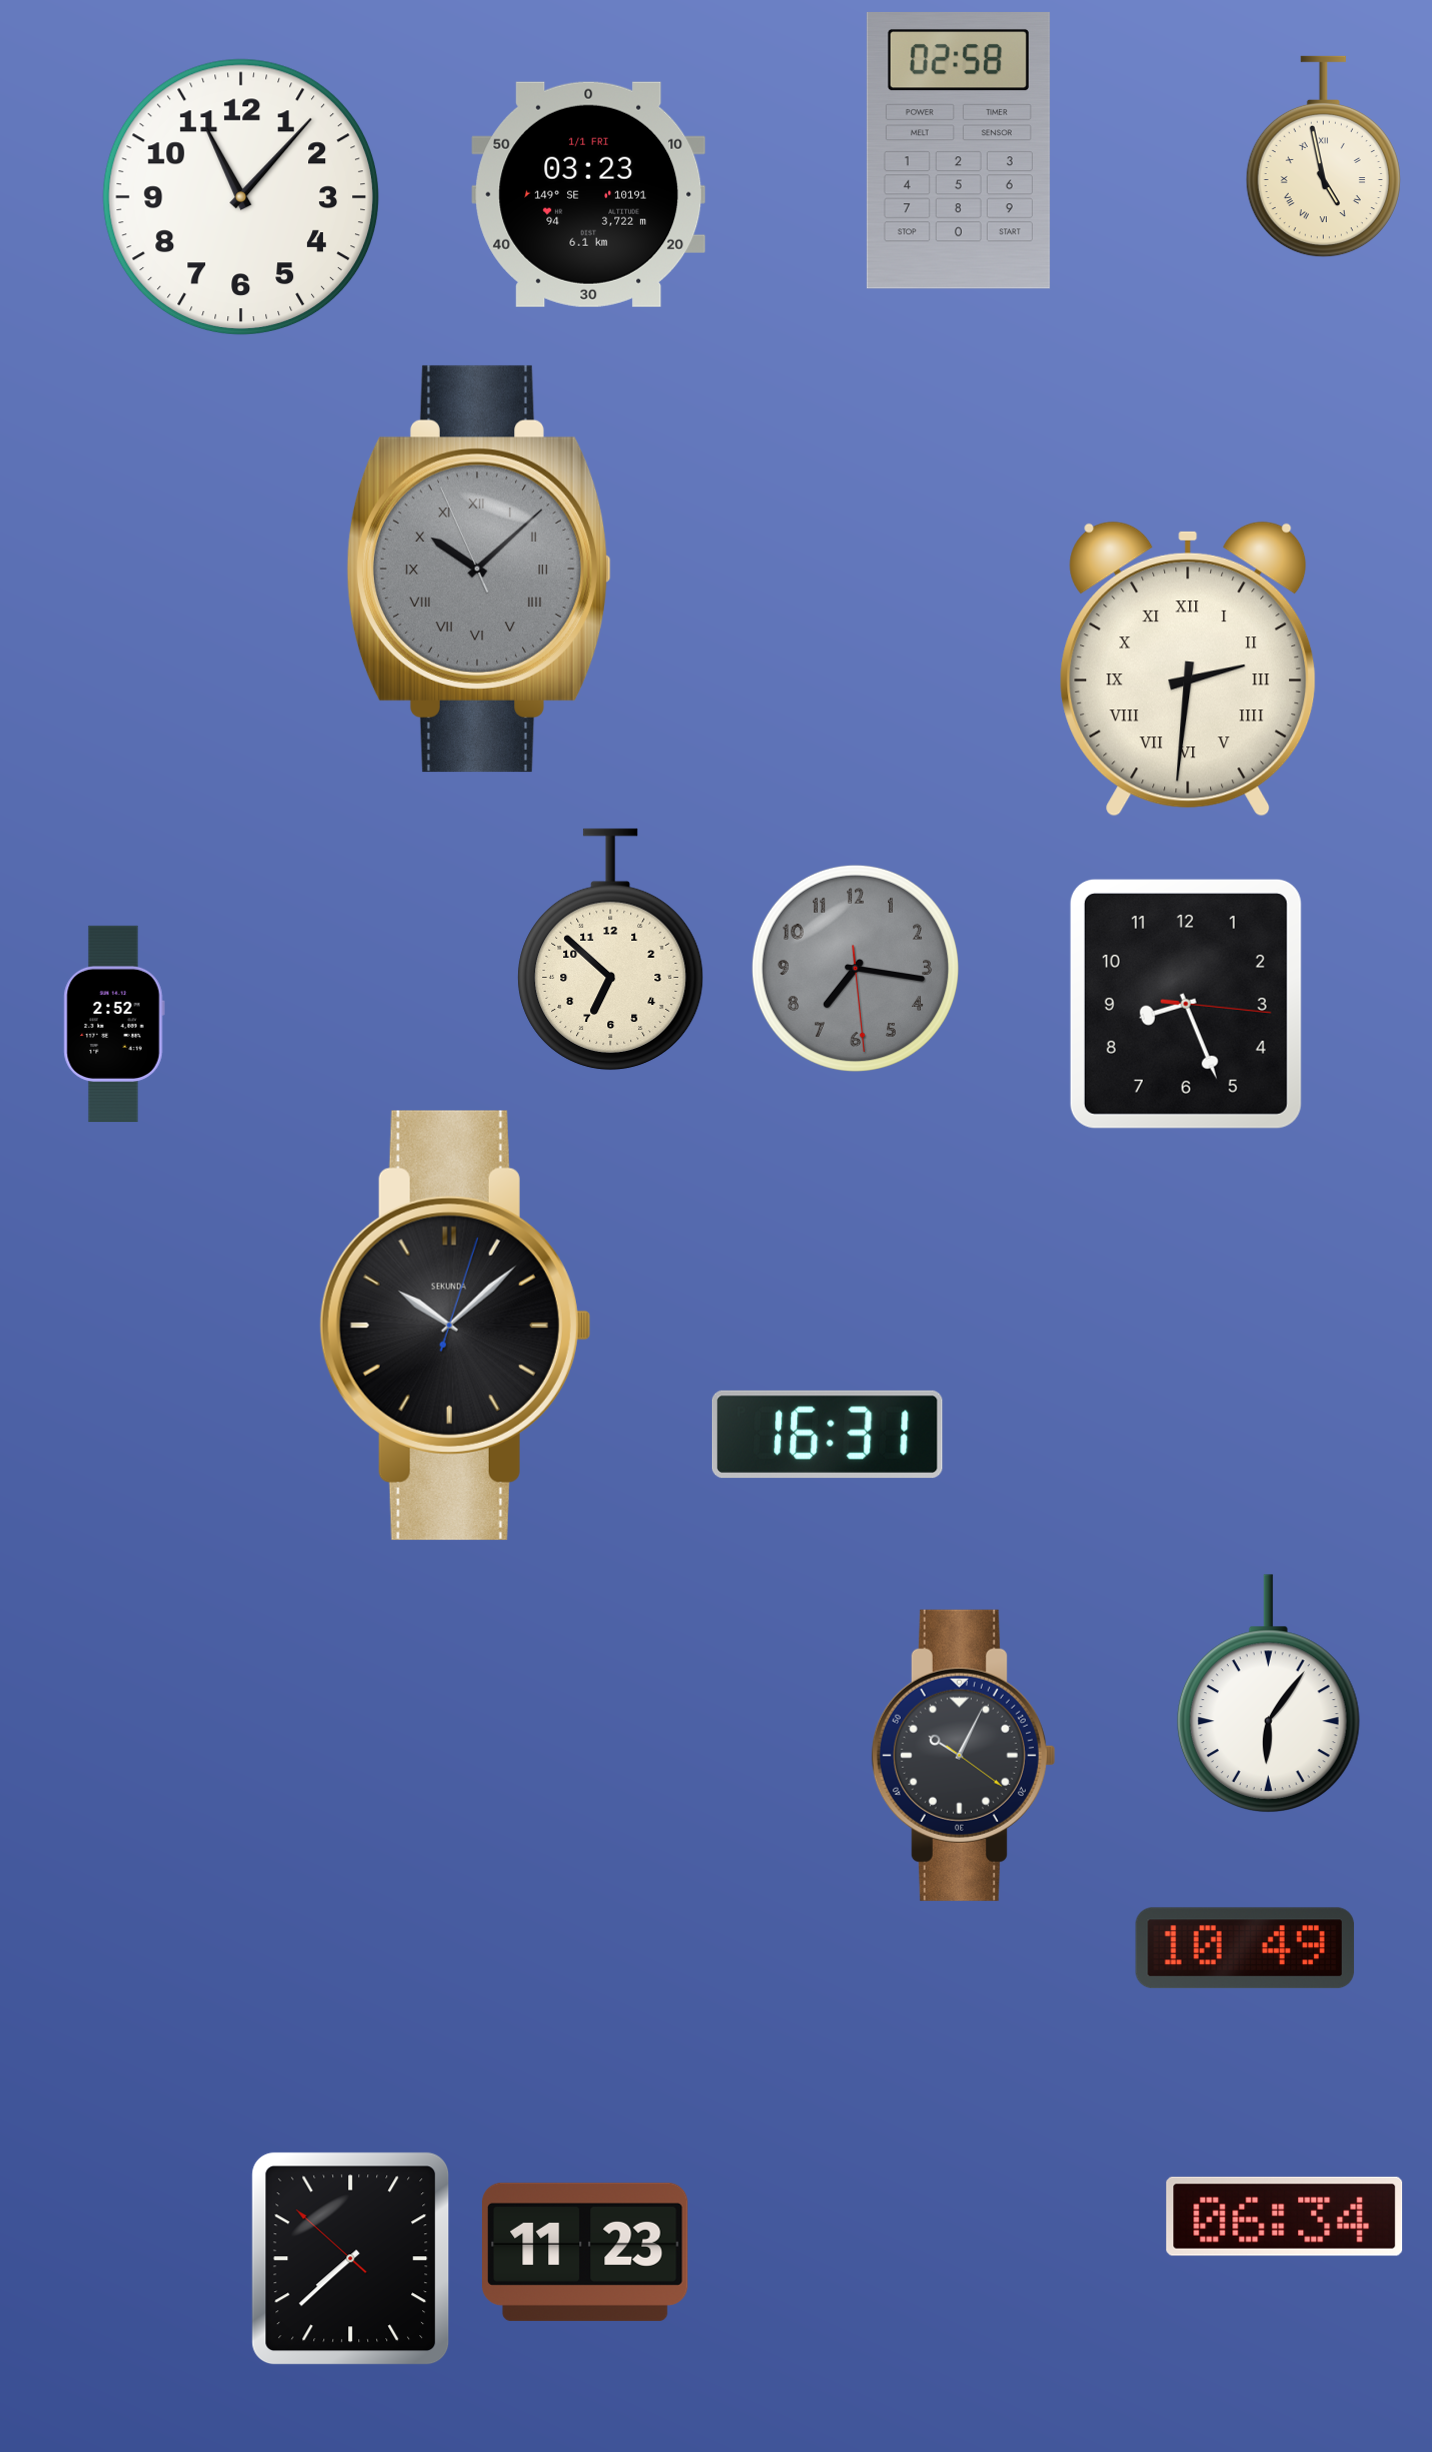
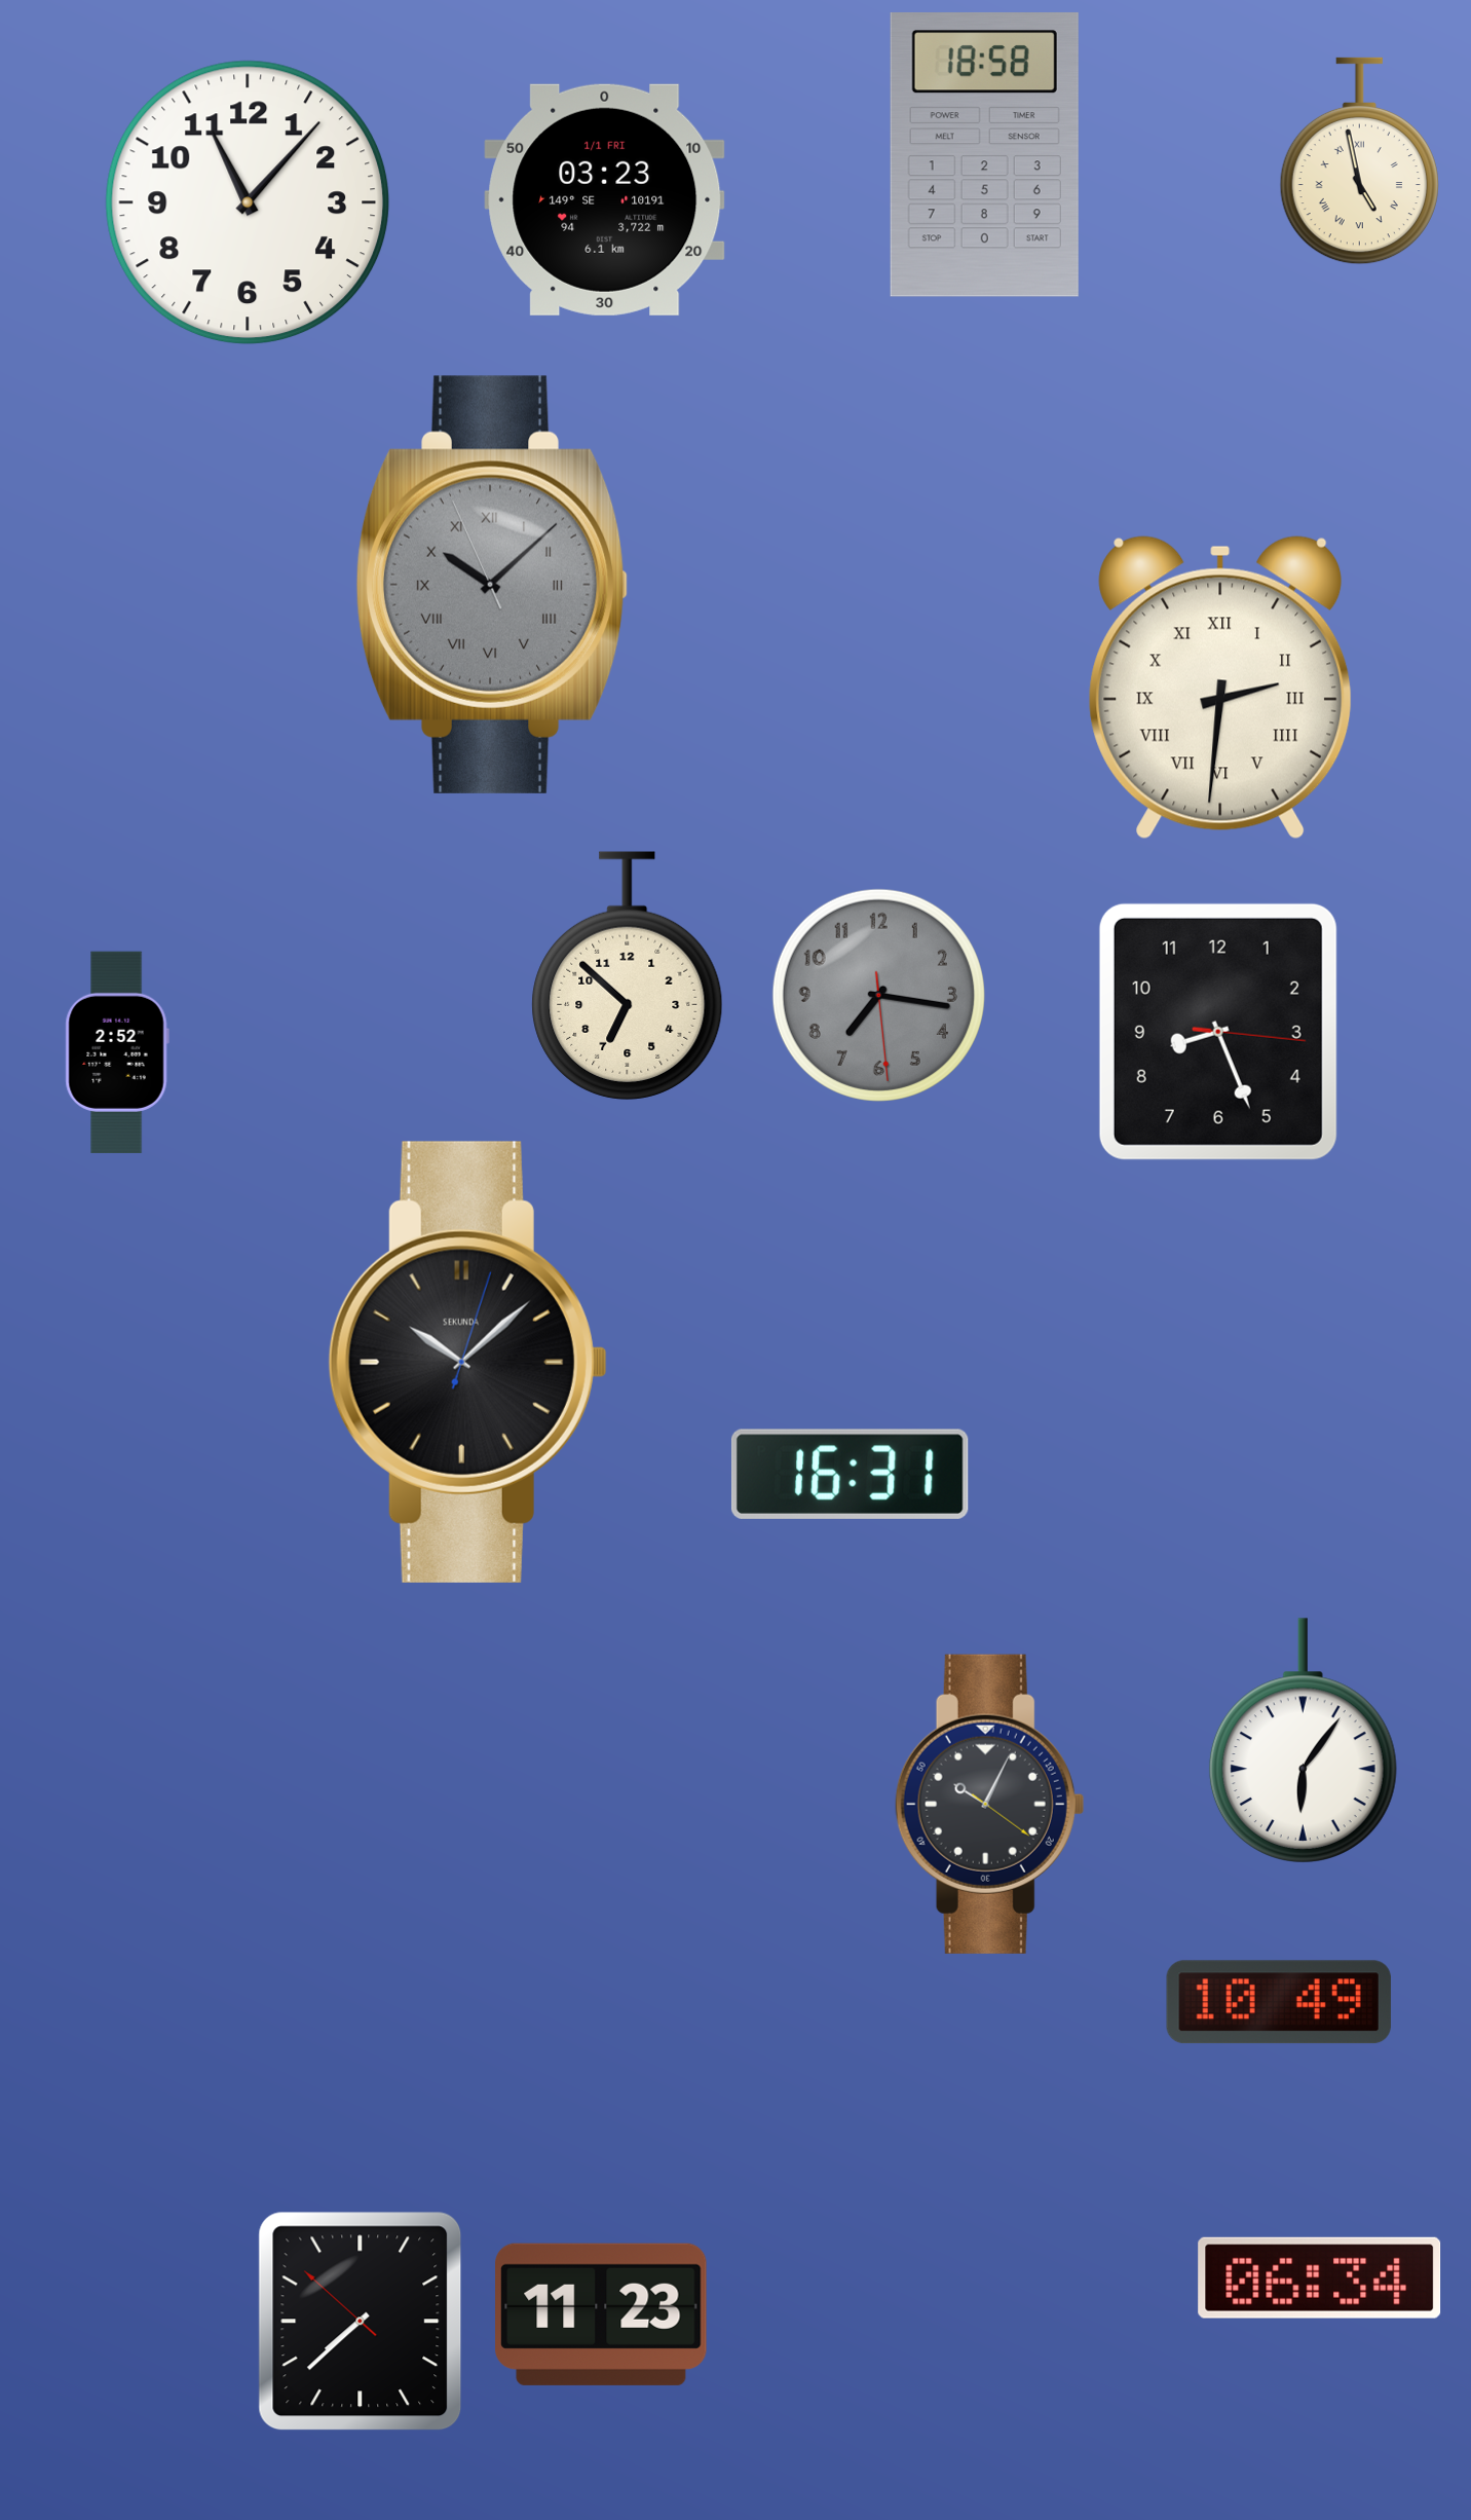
clock at (958, 150): 02:58 -> 18:58
